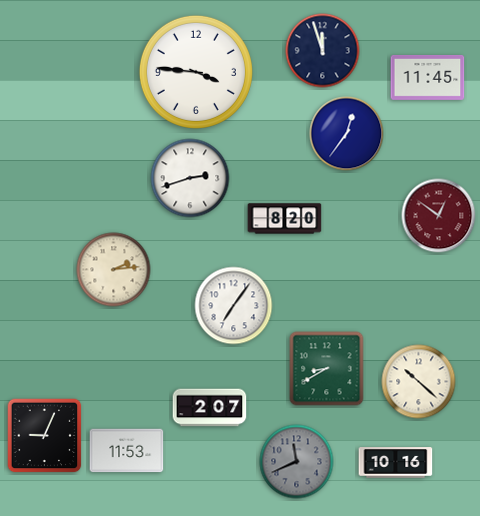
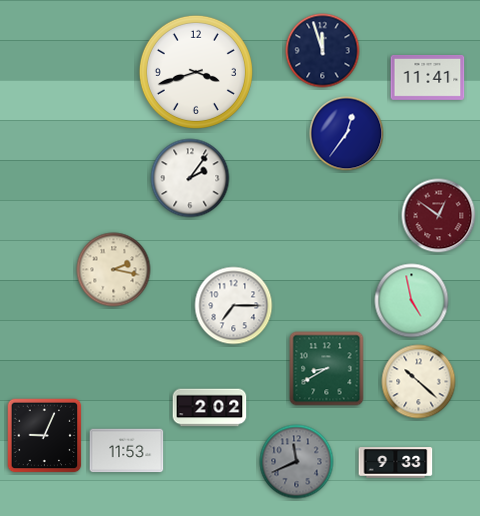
clock at (196, 72): 3:46 -> 3:42
clock at (428, 77): 11:45 -> 11:41
clock at (190, 178): 2:42 -> 2:06
clock at (285, 219): 8:20 -> none
clock at (114, 270): 2:14 -> 2:17
clock at (412, 301): none -> 4:58
clock at (234, 306): 7:06 -> 7:15
clock at (210, 408): 2:07 -> 2:02
clock at (396, 463): 10:16 -> 9:33
